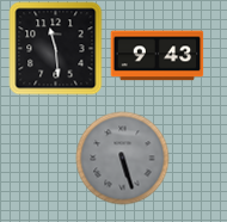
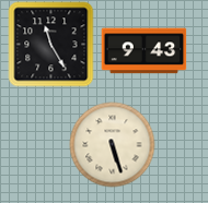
clock at (55, 48): 11:29 -> 11:25
clock at (122, 158) dial: grey -> cream
